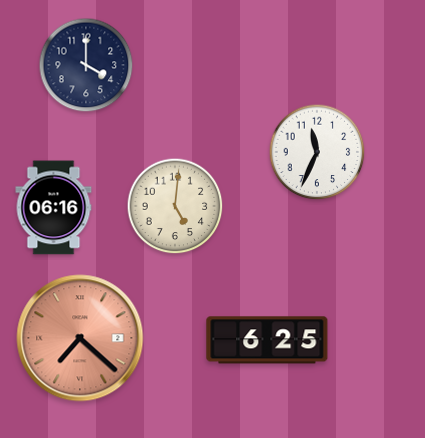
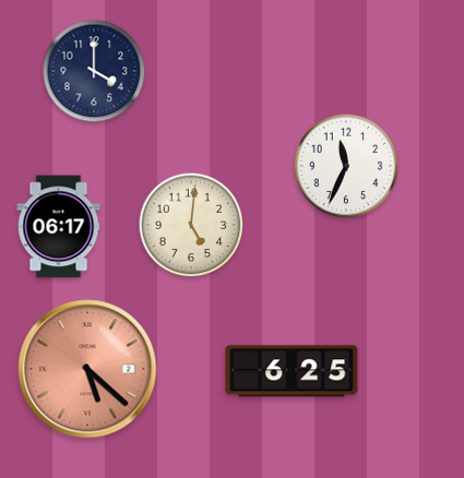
clock at (54, 208): 06:16 -> 06:17
clock at (80, 338): 7:22 -> 5:22
